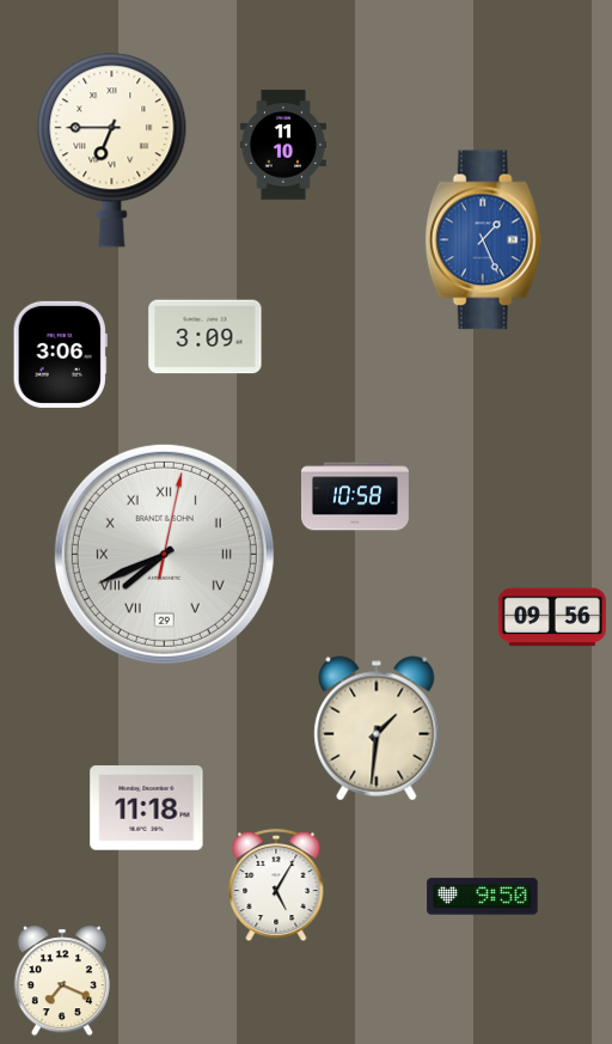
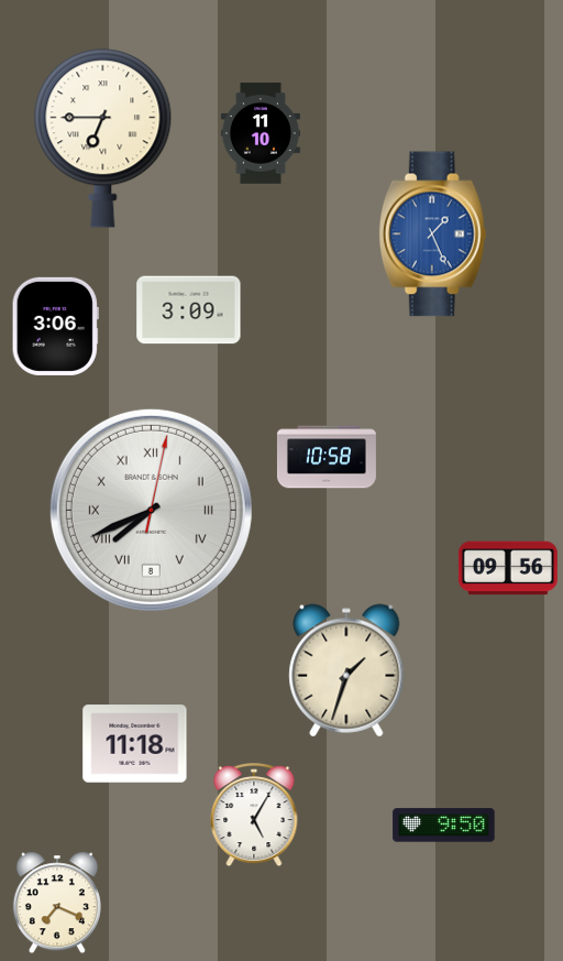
clock at (483, 240) position: (483, 240) -> (432, 234)
clock at (164, 554) date: 29 -> 8
clock at (377, 728): 1:31 -> 1:33
